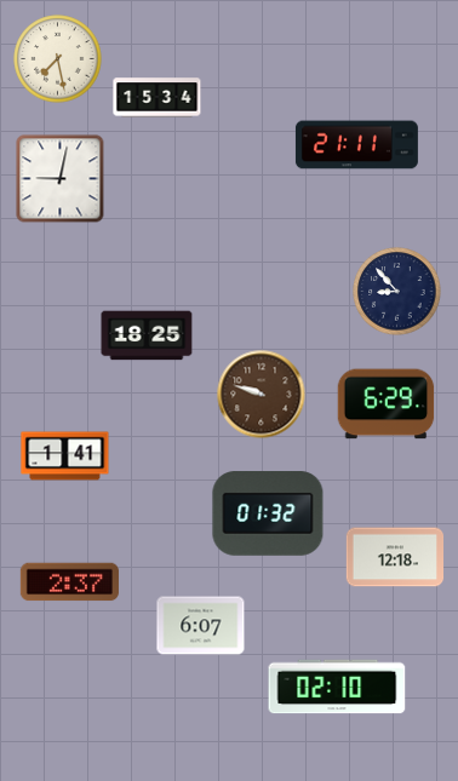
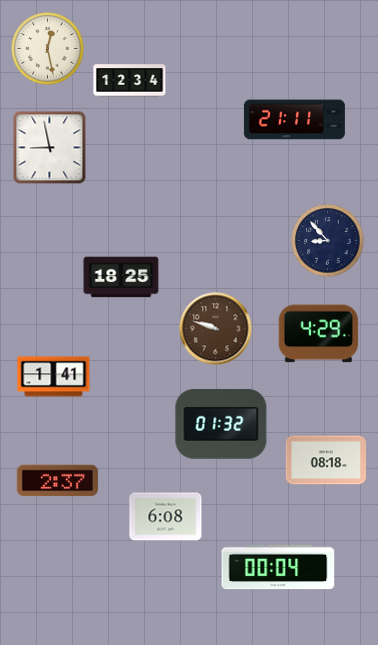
clock at (58, 59): 7:28 -> 12:28
clock at (158, 98): 15:34 -> 12:34
clock at (61, 179): 9:02 -> 8:58
clock at (262, 395) position: (262, 395) -> (216, 329)
clock at (387, 404): 6:29 -> 4:29
clock at (395, 557): 12:18 -> 08:18
clock at (201, 626): 6:07 -> 6:08
clock at (337, 687): 02:10 -> 00:04
